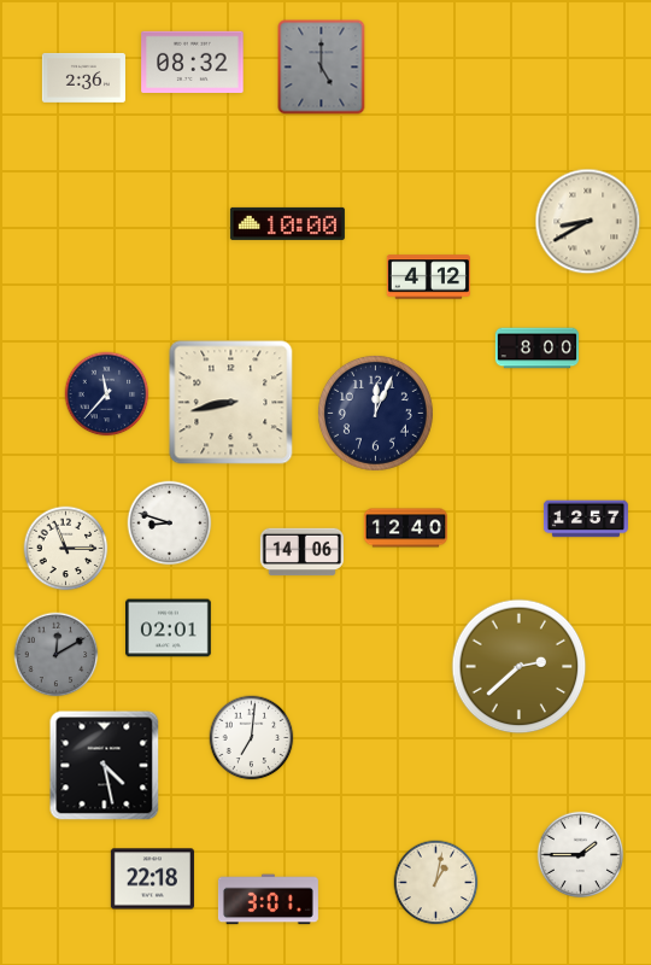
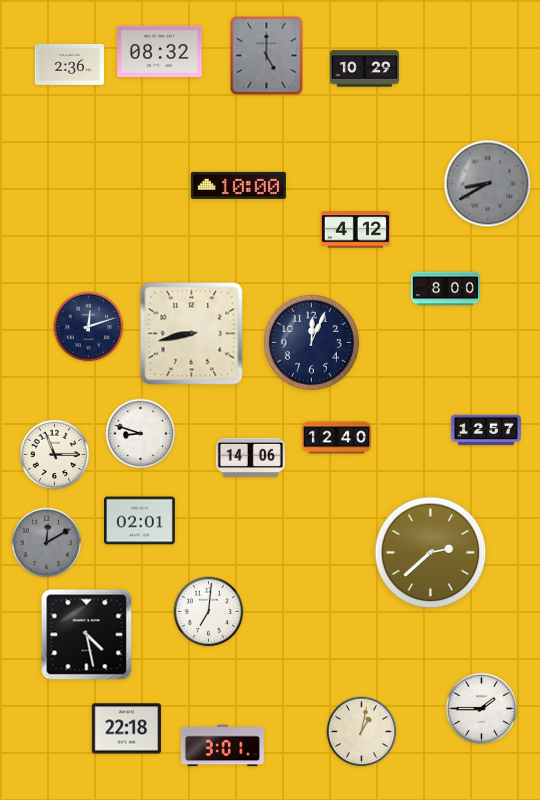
clock at (364, 69): none -> 10:29
clock at (588, 222) dial: cream -> grey
clock at (107, 394): 11:37 -> 12:12
